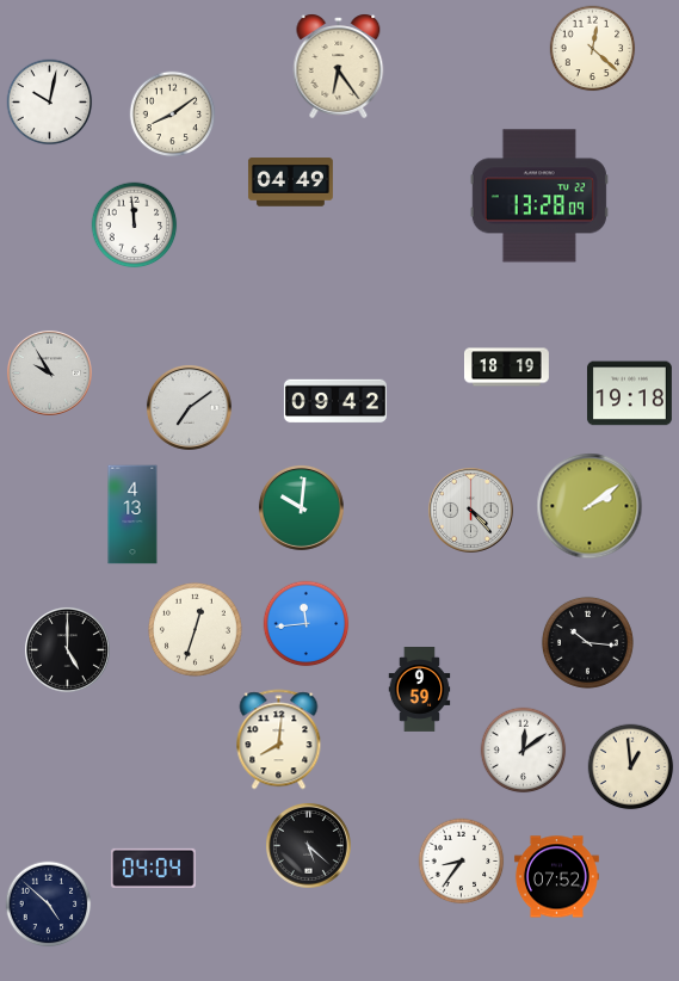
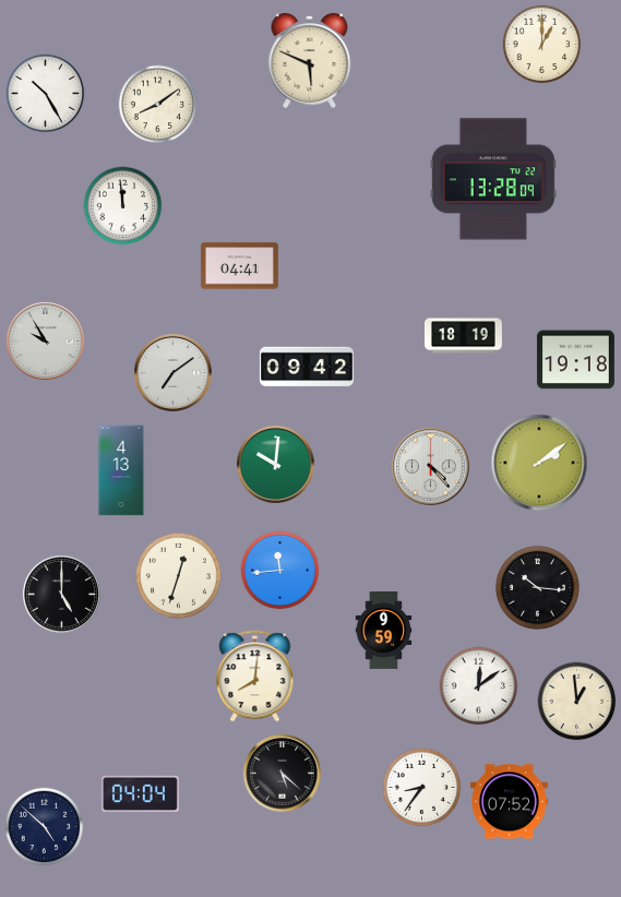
clock at (593, 49): 12:22 -> 1:00
clock at (339, 66): 6:24 -> 5:49
clock at (50, 103): 10:02 -> 10:25
clock at (290, 183): 04:49 -> none
clock at (239, 266): none -> 04:41
